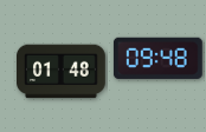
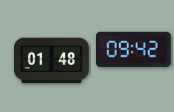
clock at (157, 58): 09:48 -> 09:42
